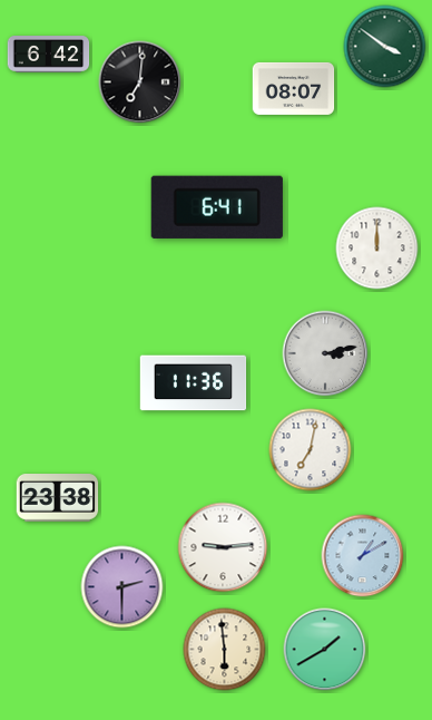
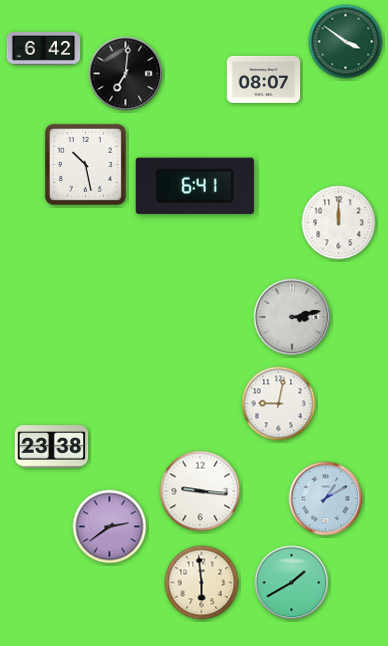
clock at (85, 164): none -> 10:28
clock at (194, 383): 11:36 -> none
clock at (311, 450): 7:02 -> 9:02
clock at (223, 547): 9:14 -> 9:16
clock at (122, 587): 2:30 -> 2:39
